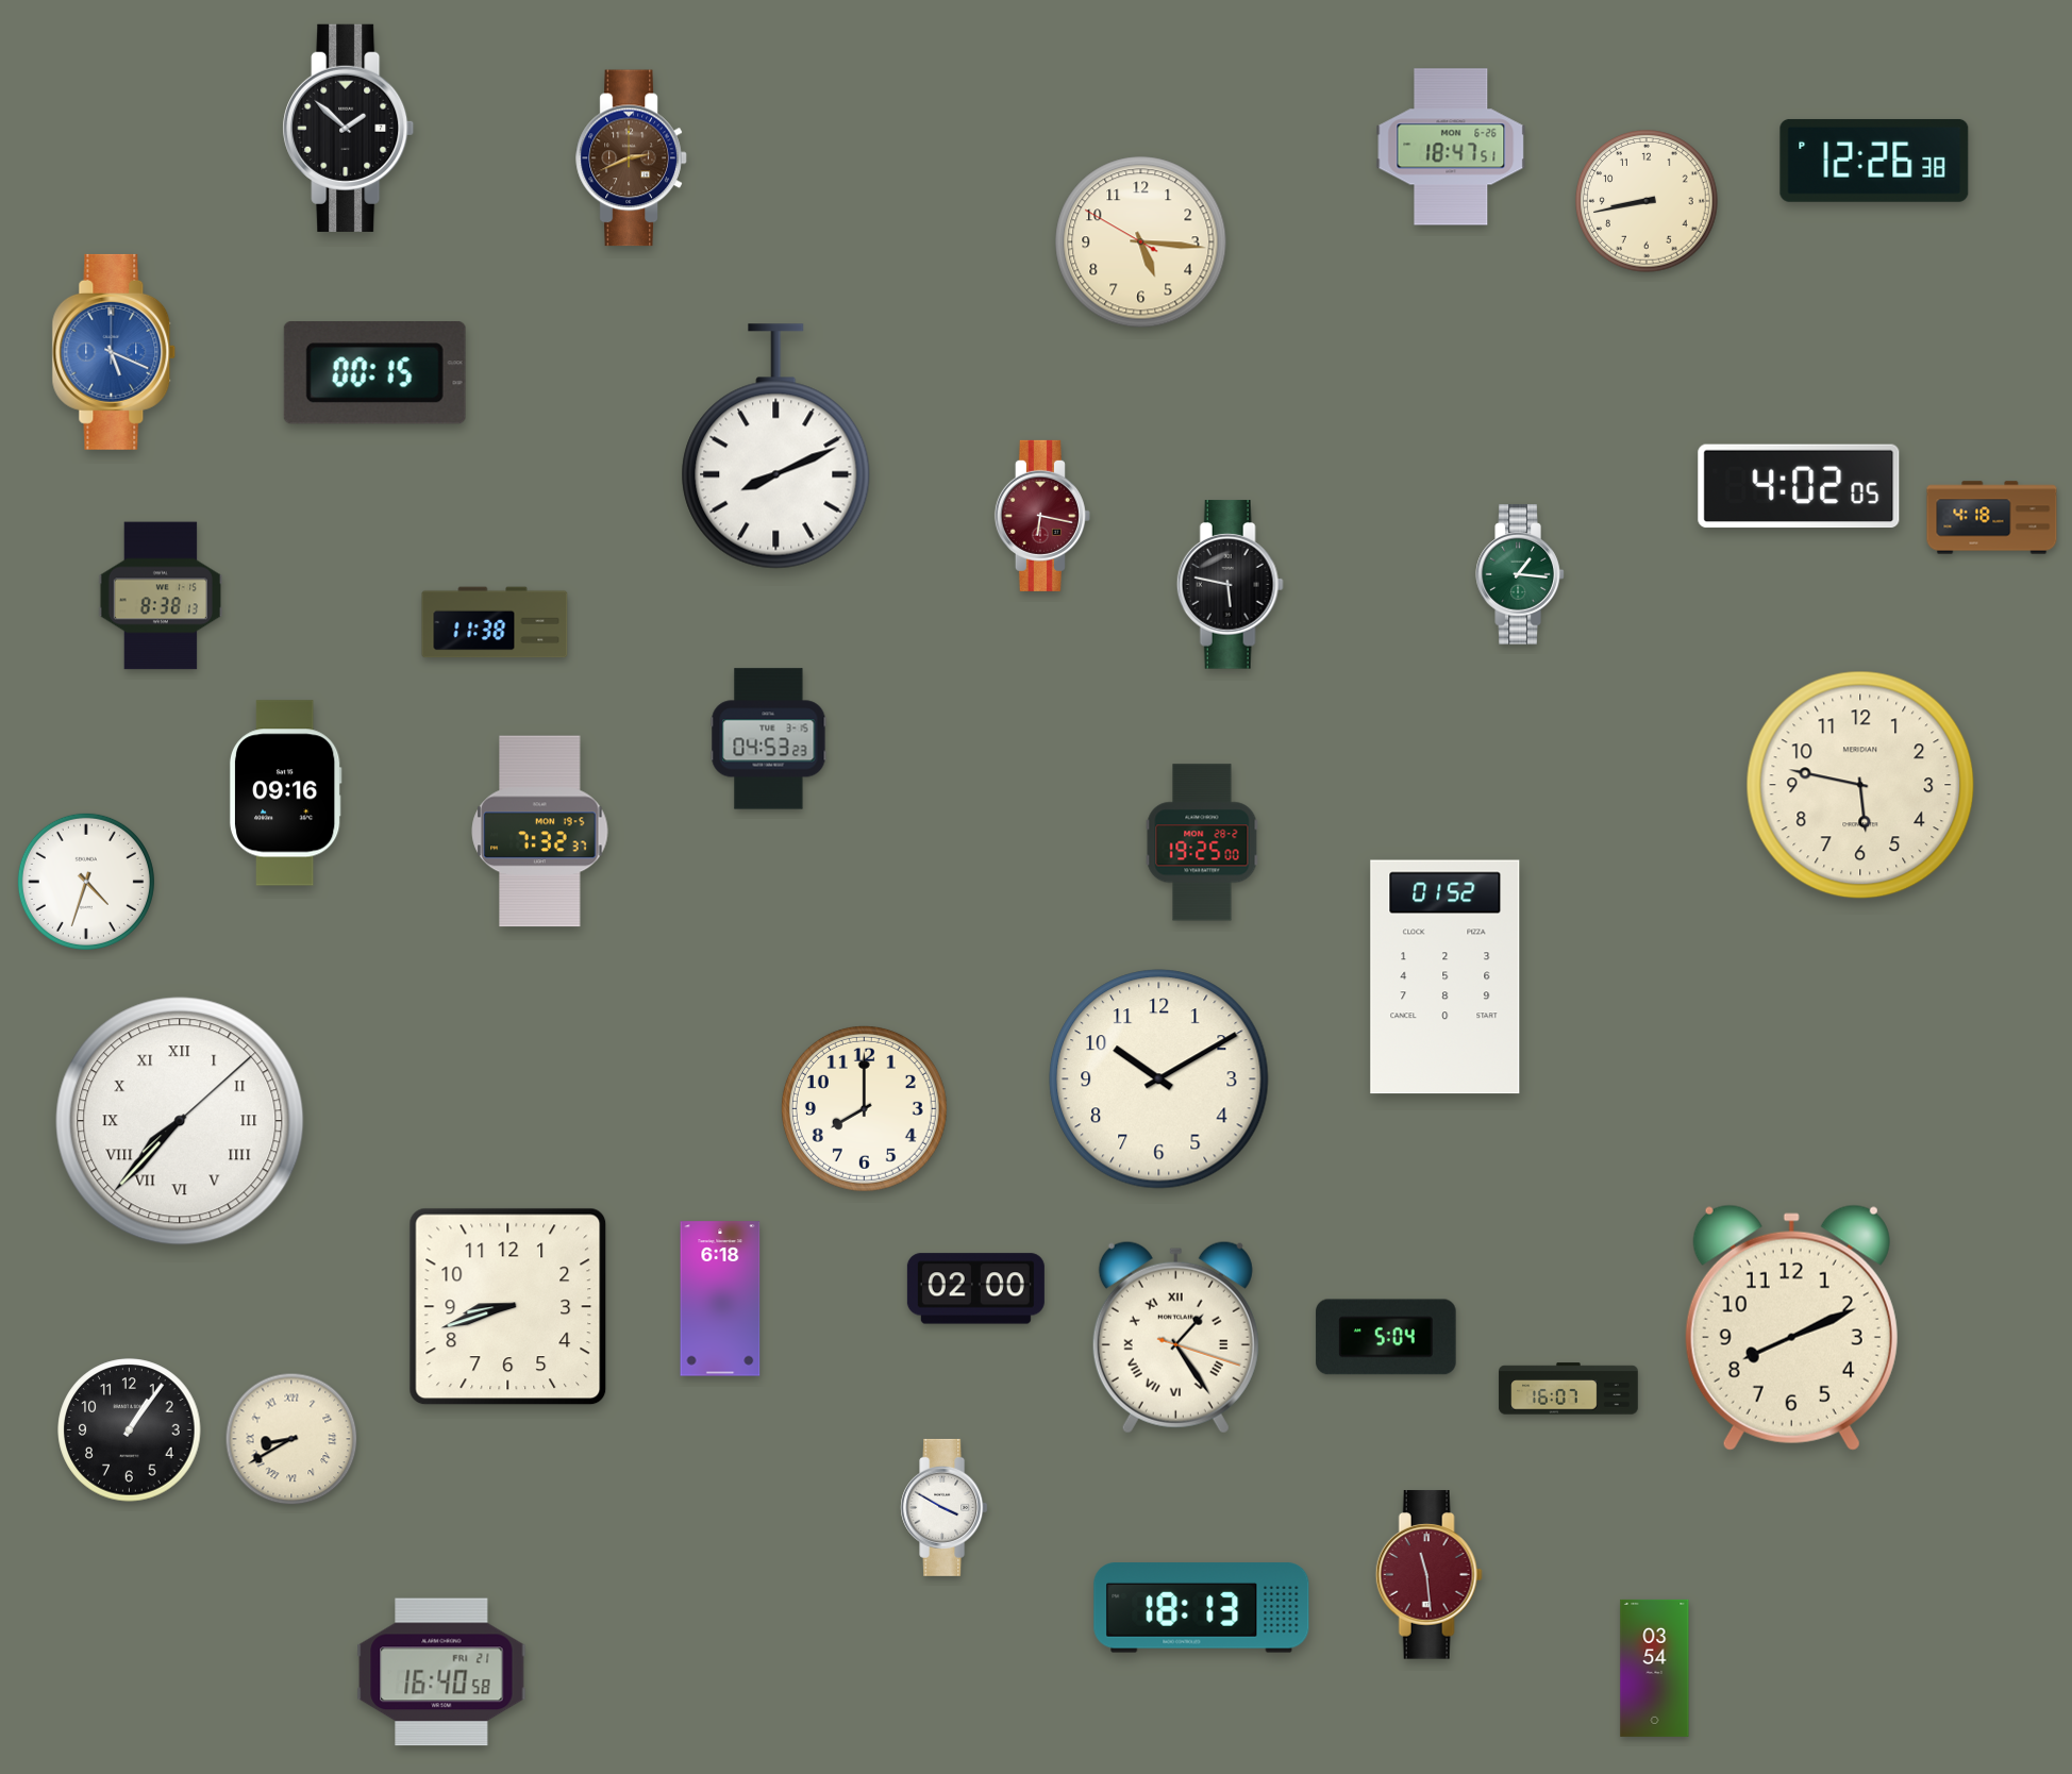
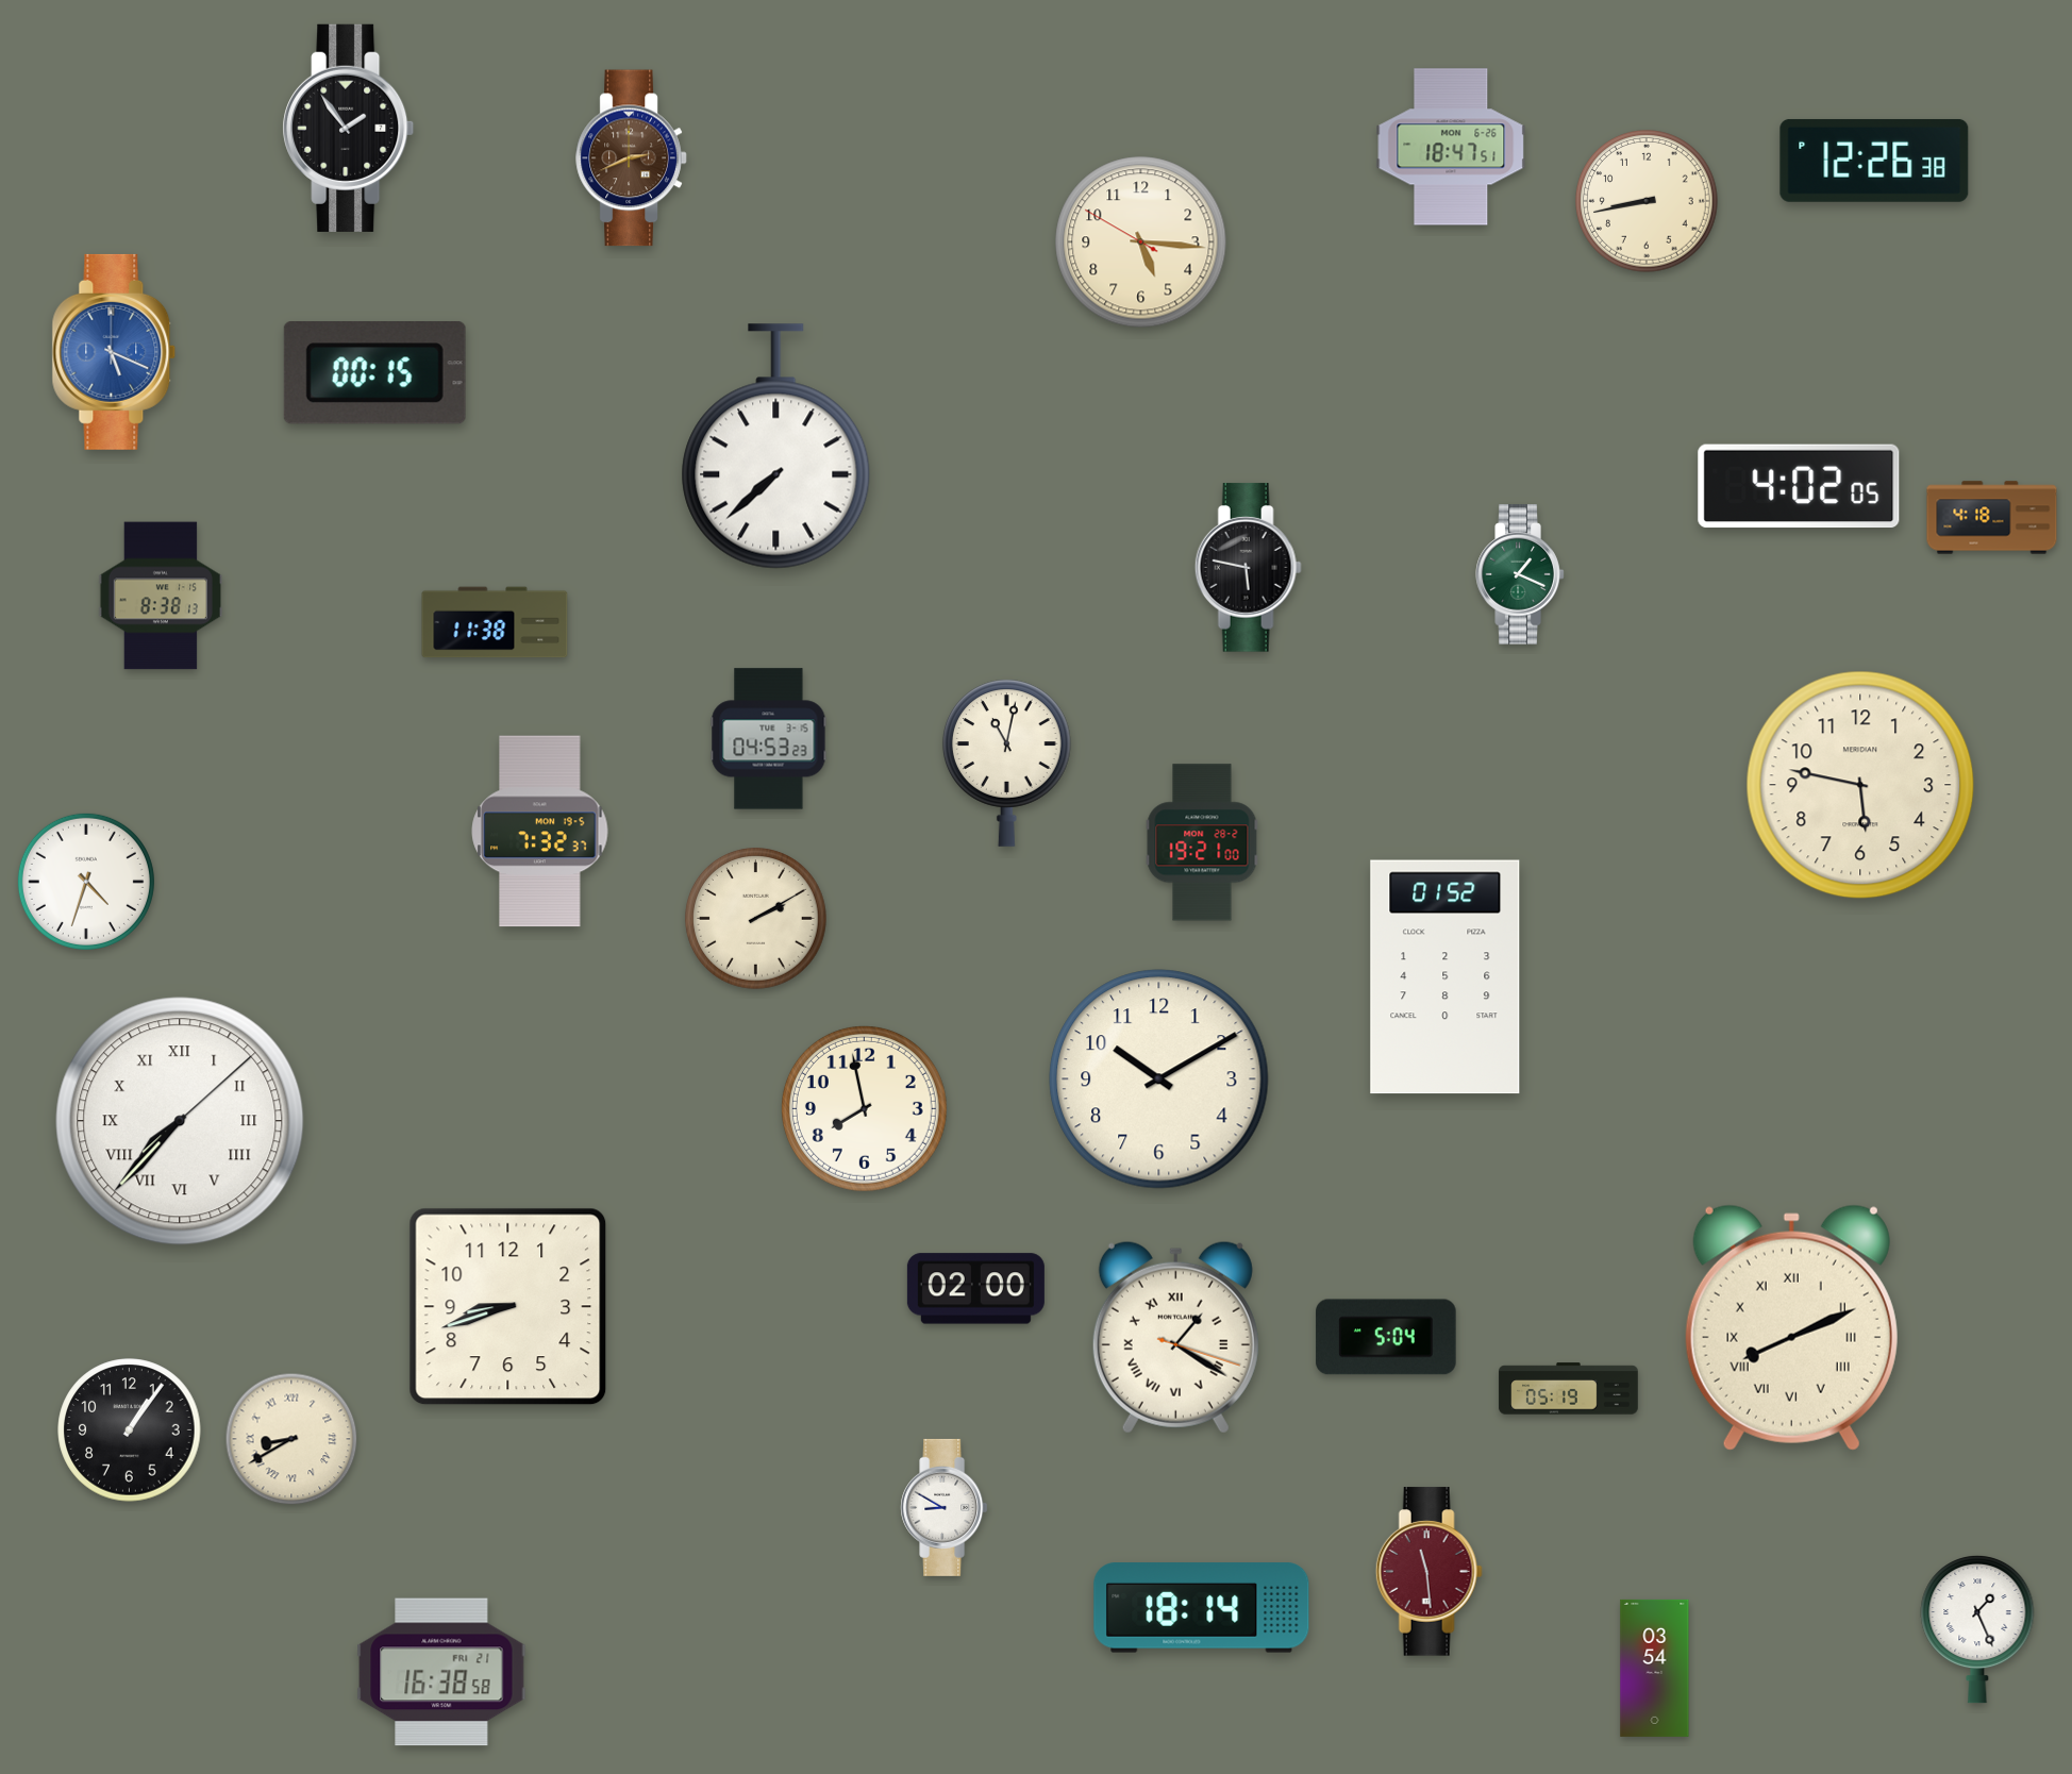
clock at (349, 128): 1:52 -> 1:54
clock at (776, 447): 8:11 -> 7:38
clock at (1042, 516): 6:17 -> none
clock at (1520, 574): 1:16 -> 1:19
clock at (1230, 585) position: (1230, 585) -> (1248, 568)
clock at (1006, 763): none -> 11:02
clock at (285, 793): 09:16 -> none
clock at (1202, 842): 19:25 -> 19:21
clock at (756, 919): none -> 2:10
clock at (864, 1108): 8:00 -> 7:58
clock at (720, 1299): 6:18 -> none
clock at (1791, 1327) numerals: Arabic -> Roman
clock at (1175, 1337): 1:24 -> 1:20
clock at (1569, 1389): 16:07 -> 05:19
clock at (945, 1507): 3:50 -> 8:50
clock at (1428, 1575) position: (1428, 1575) -> (1428, 1572)
clock at (1202, 1608): 18:13 -> 18:14
clock at (1977, 1629): none -> 1:26
clock at (441, 1672): 16:40 -> 16:38
